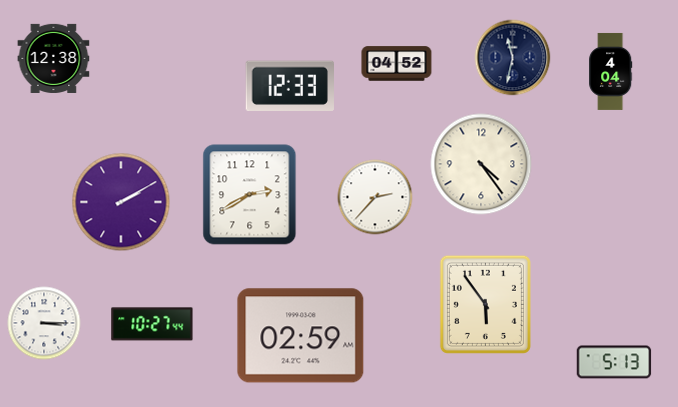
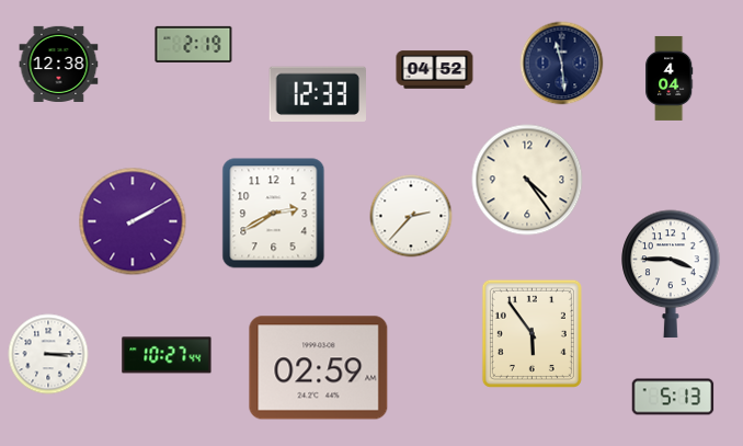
clock at (194, 44): none -> 2:19
clock at (513, 58): 11:32 -> 11:29
clock at (671, 274): none -> 3:45
clock at (301, 336) position: (301, 336) -> (319, 368)
